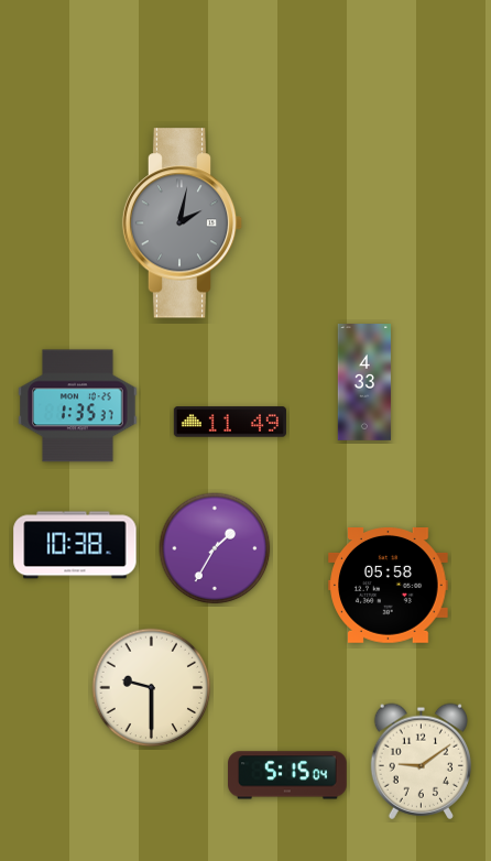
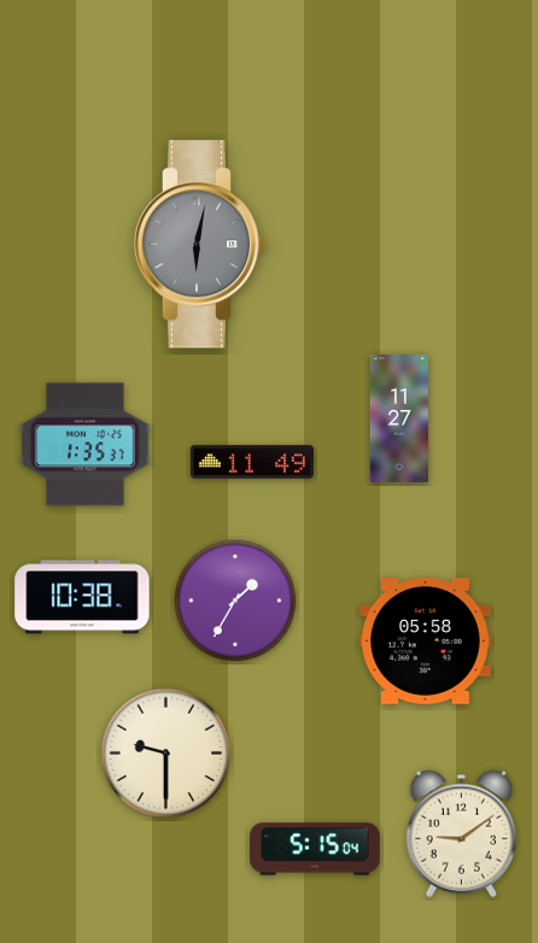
clock at (183, 224): 2:02 -> 6:02
clock at (364, 383): 4:33 -> 11:27
